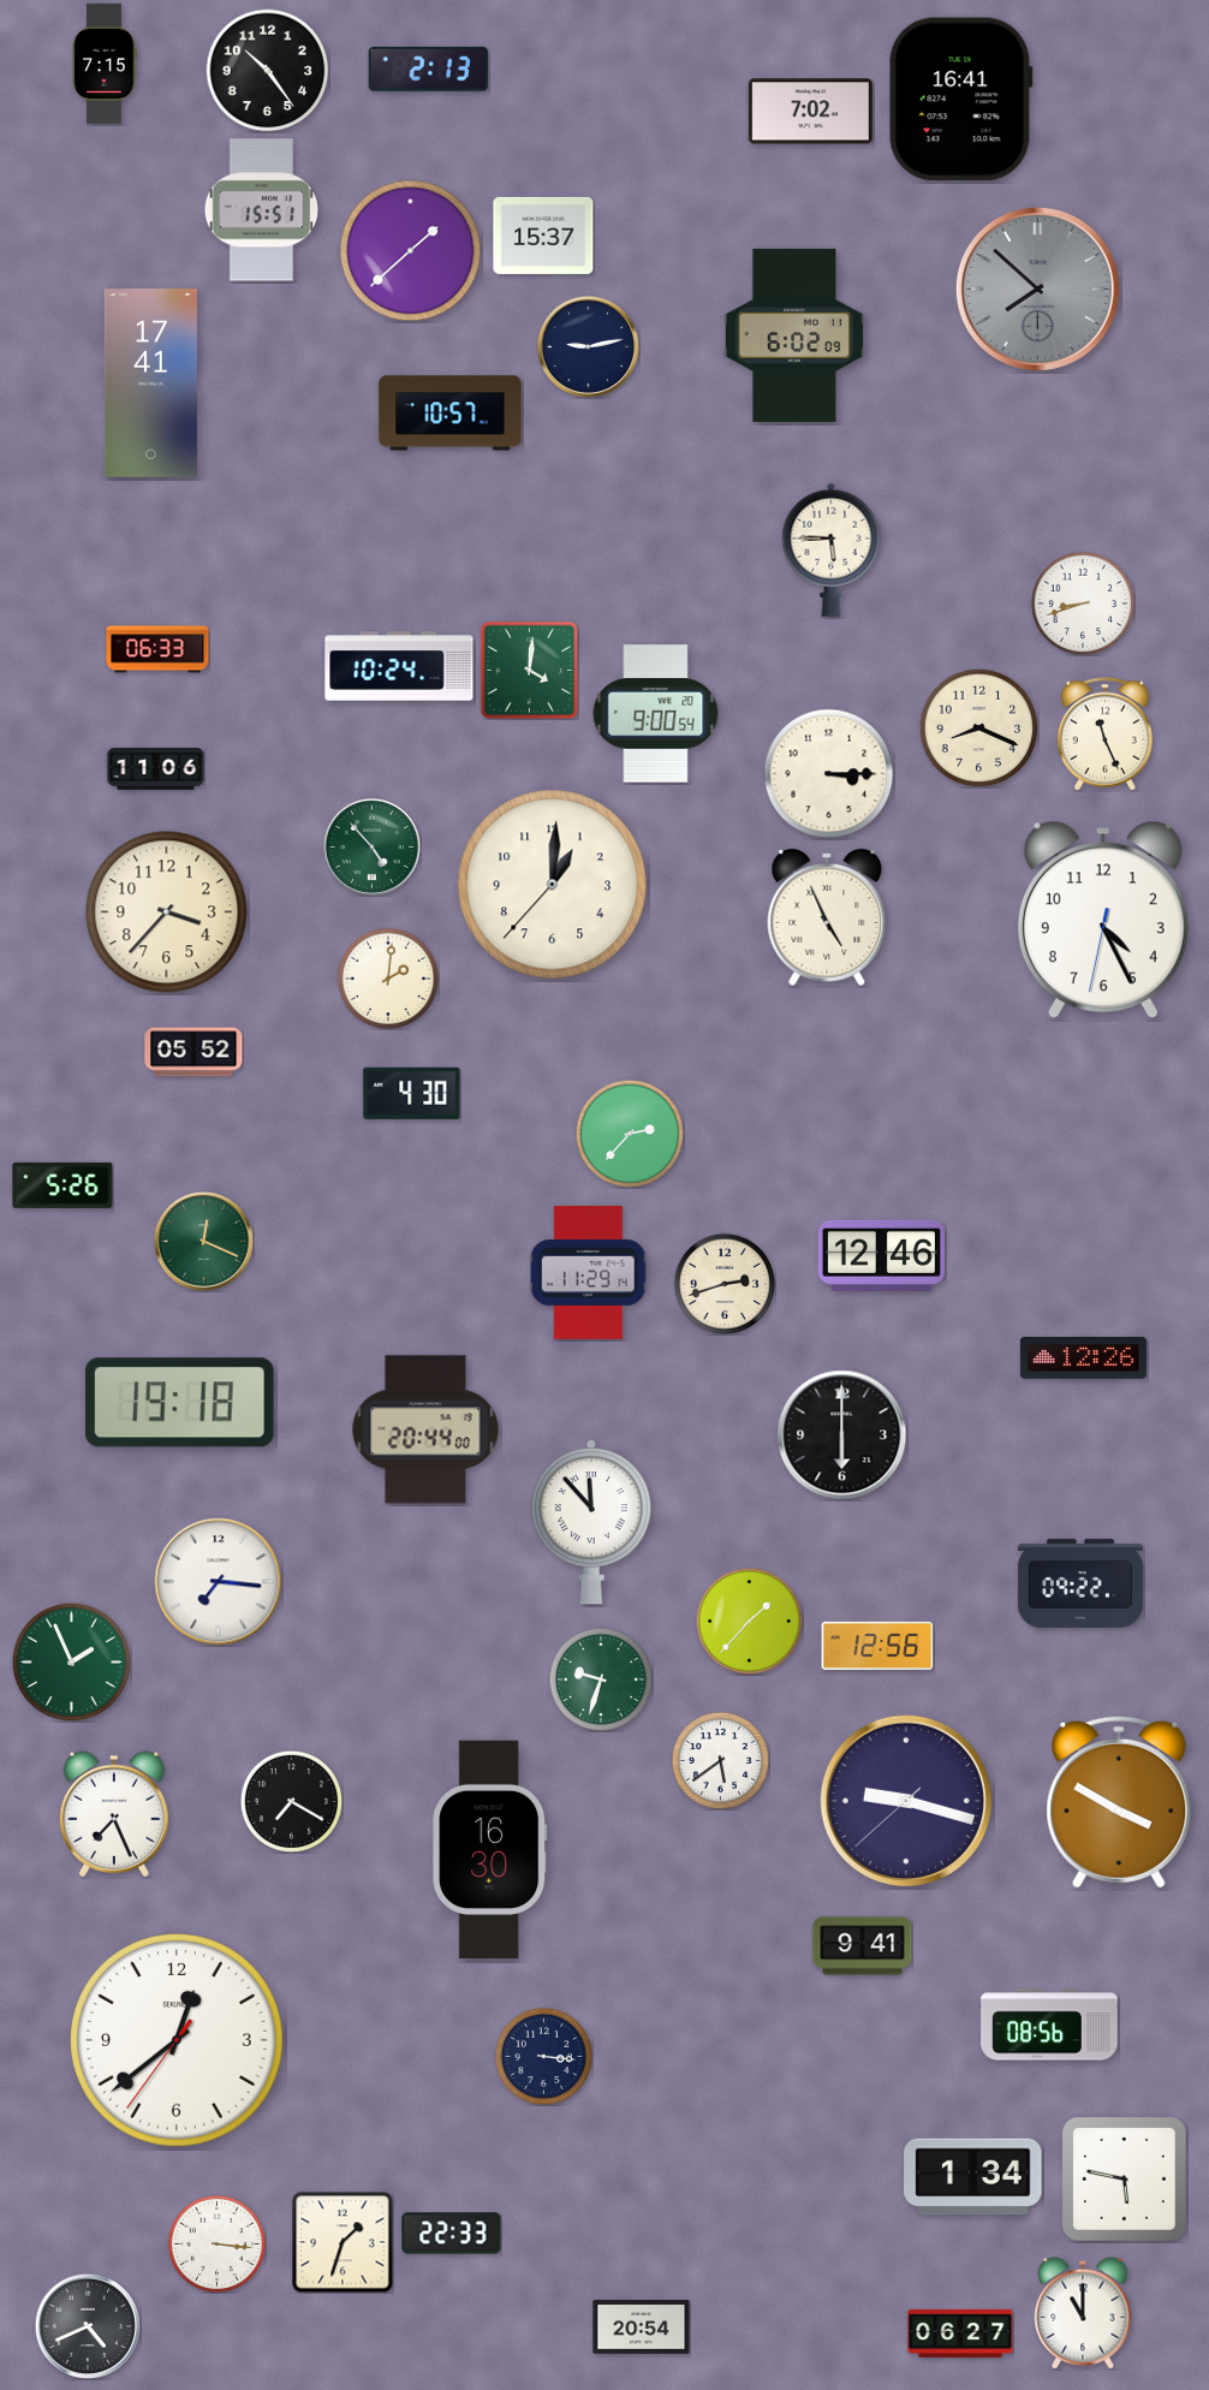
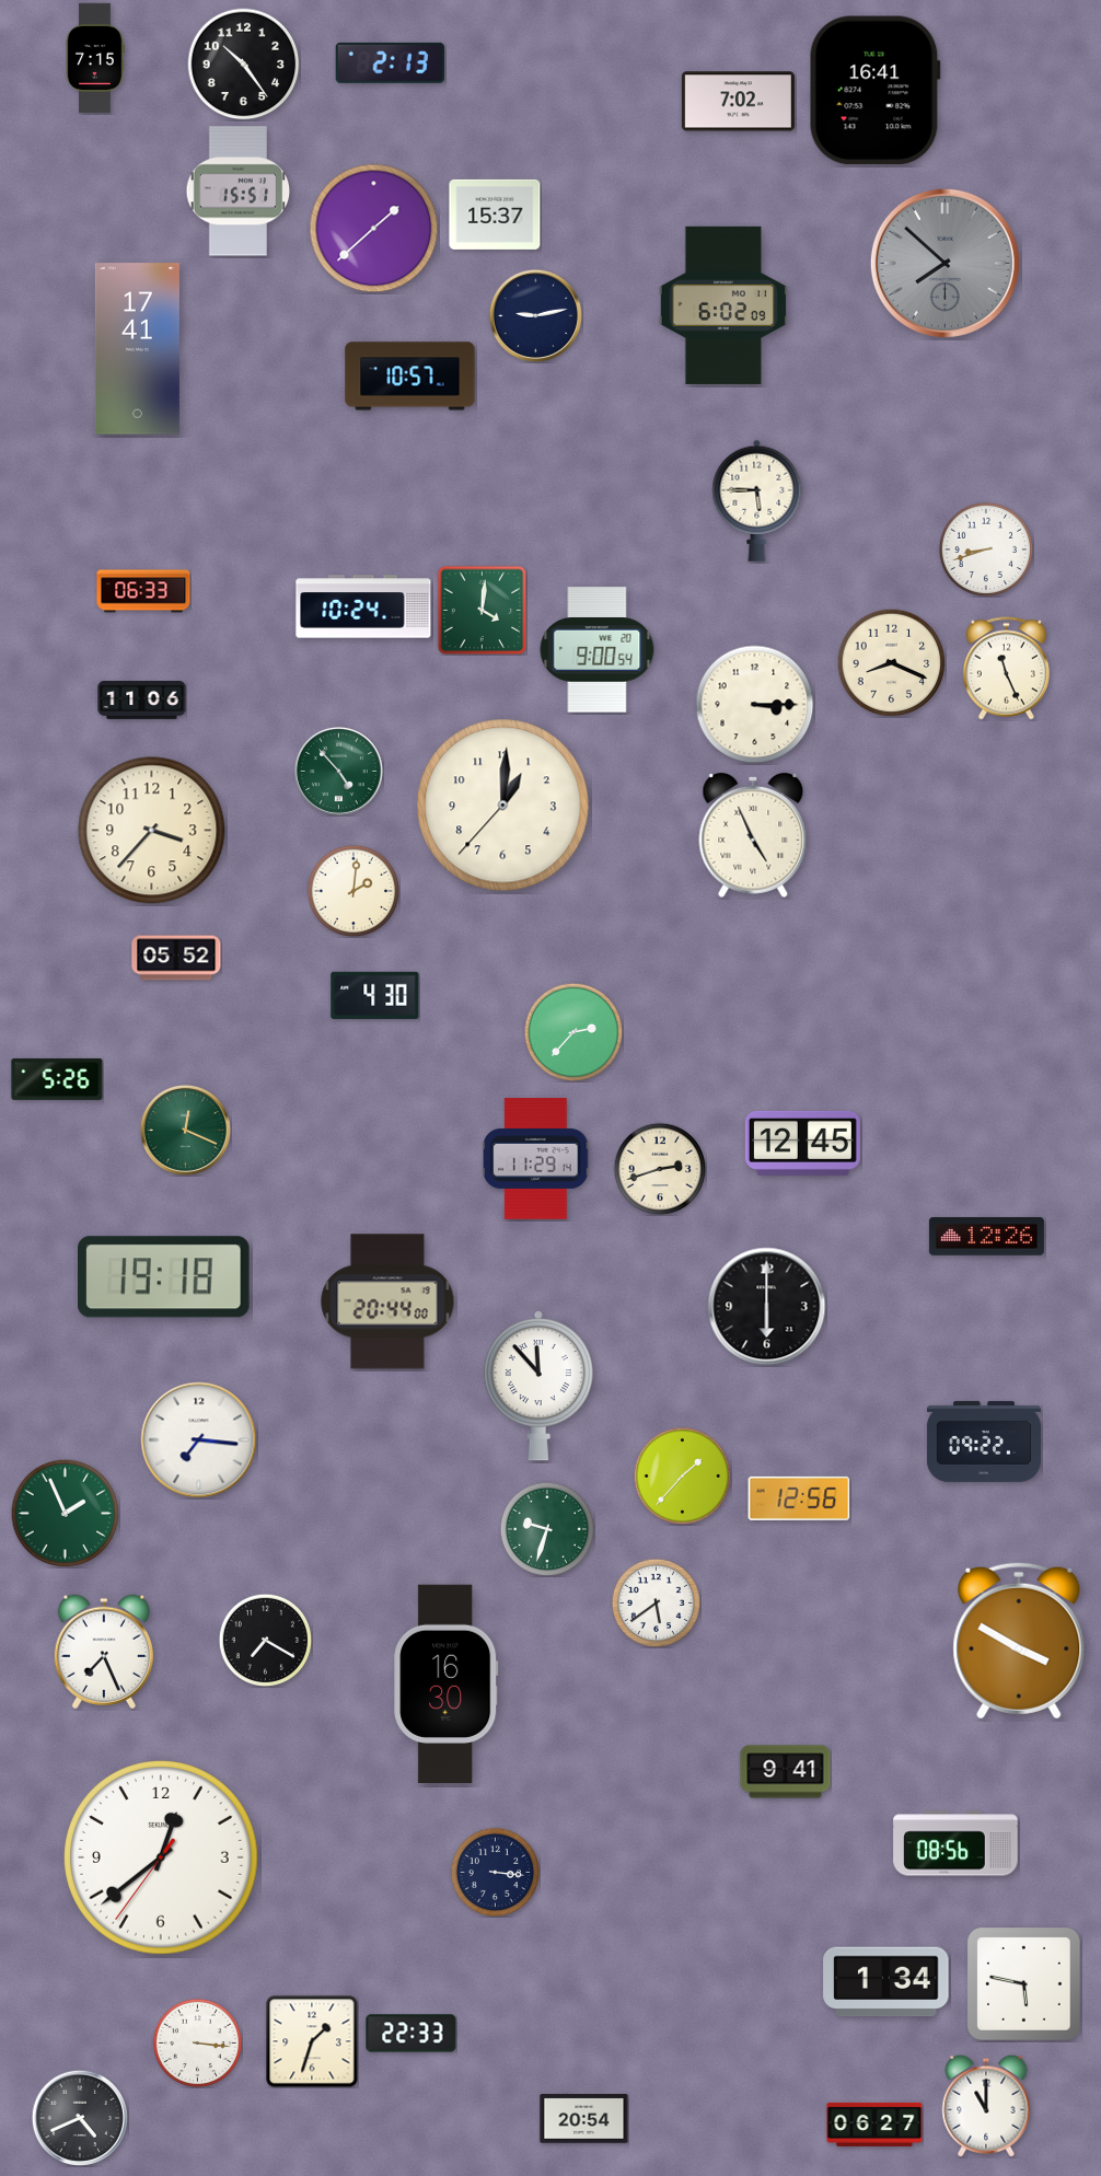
clock at (1103, 920): 4:25 -> none
clock at (881, 1255): 12:46 -> 12:45
clock at (906, 1801): 9:17 -> none
